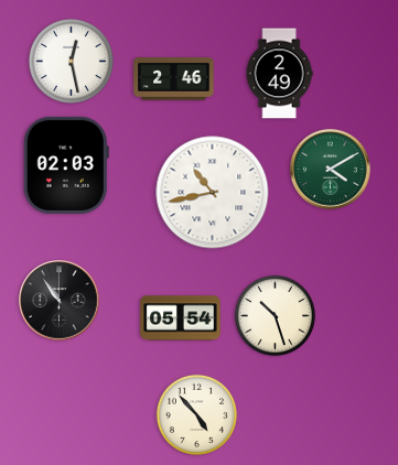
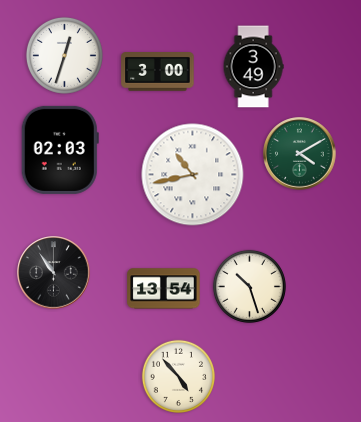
clock at (71, 61): 12:28 -> 12:33
clock at (279, 74): 2:49 -> 3:49
clock at (174, 79): 2:46 -> 3:00
clock at (181, 318): 05:54 -> 13:54
